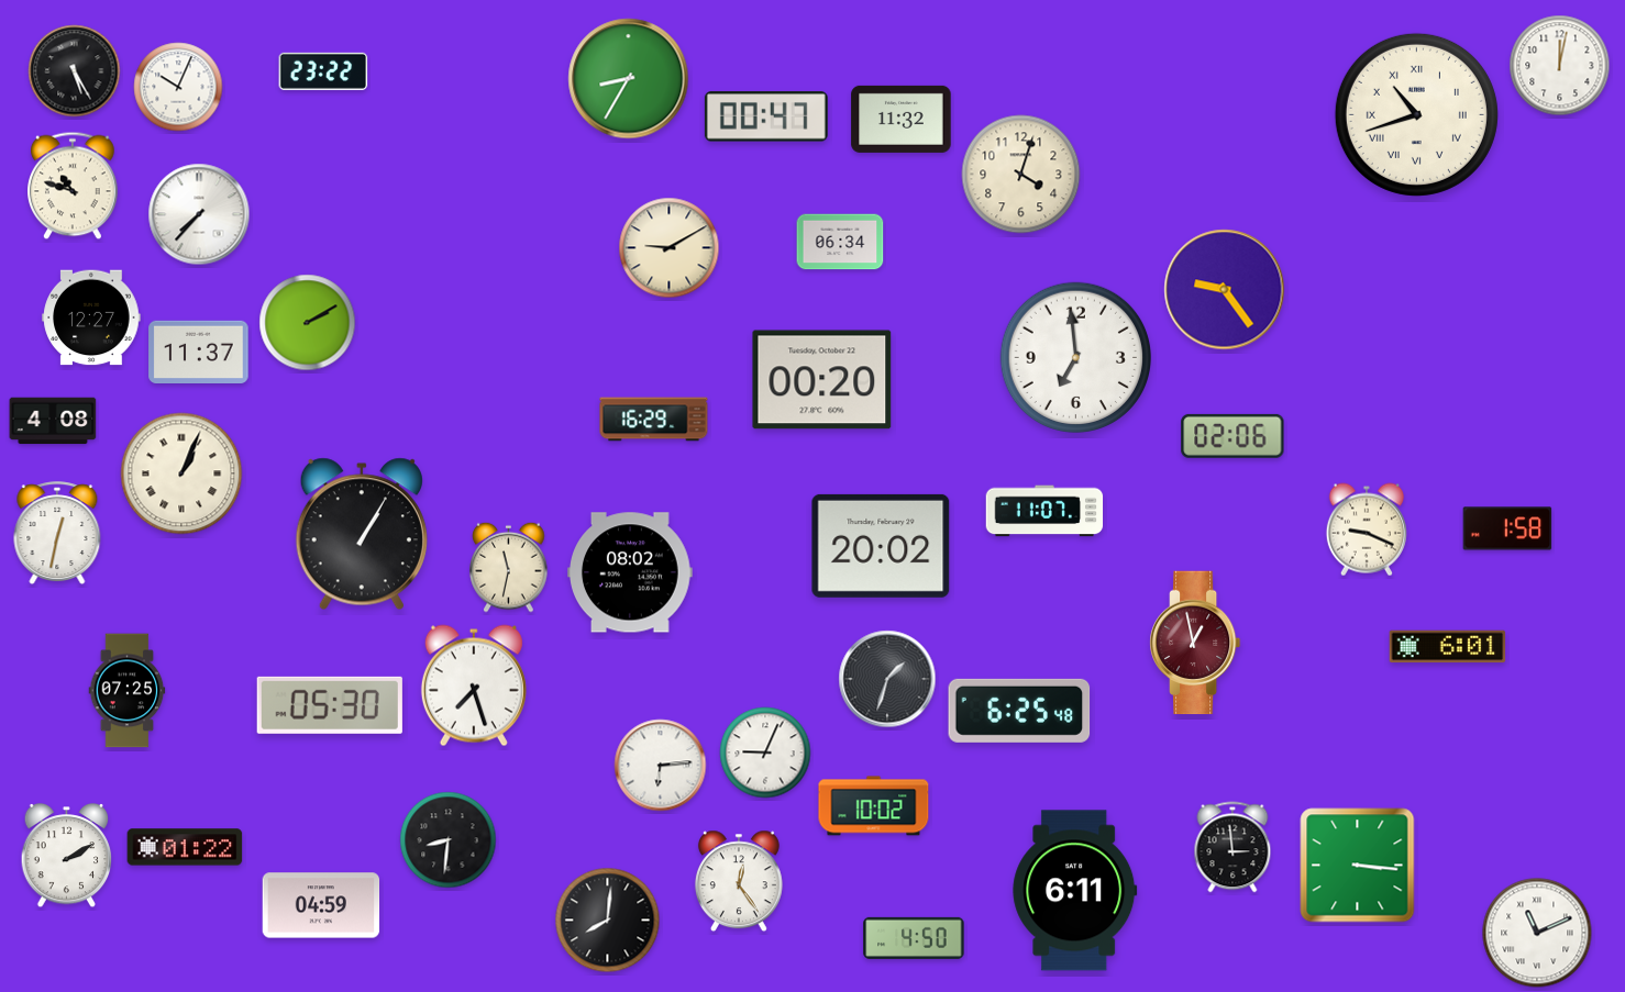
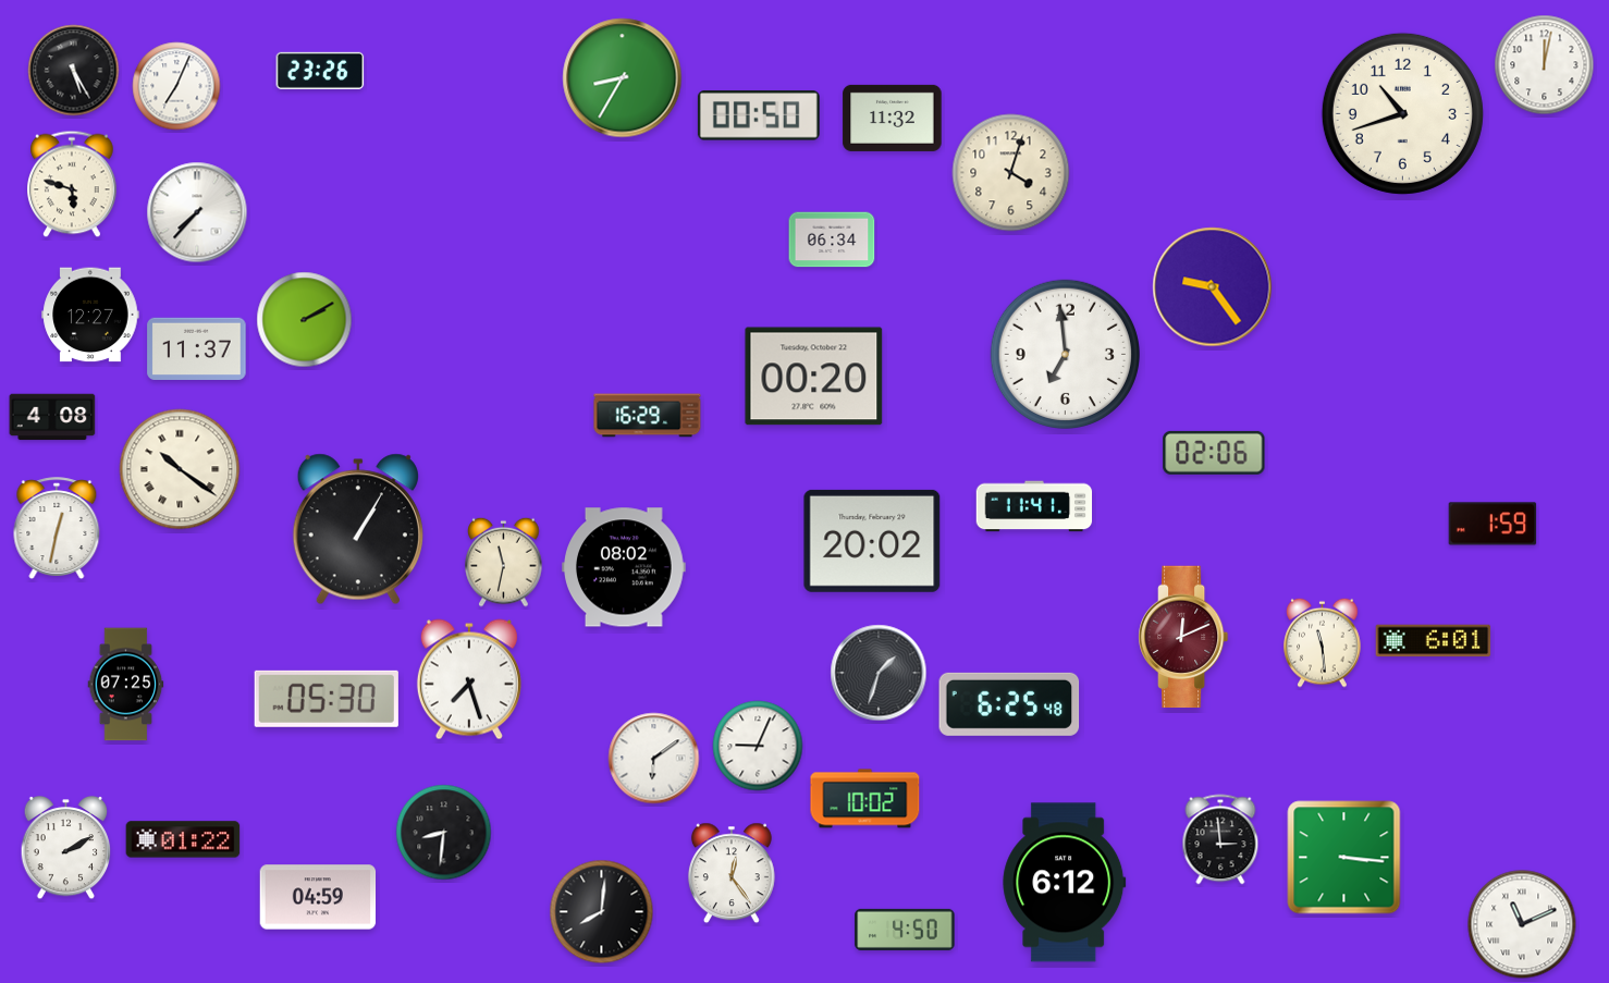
clock at (323, 71): 23:22 -> 23:26
clock at (178, 87): 10:04 -> 7:04
clock at (1416, 114) numerals: Roman -> Arabic
clock at (766, 116): 00:47 -> 00:50
clock at (74, 186): 10:48 -> 5:48
clock at (670, 248): 9:10 -> none
clock at (1232, 436) position: (1232, 436) -> (1214, 453)
clock at (181, 473): 1:04 -> 10:21
clock at (1044, 511): 11:07 -> 11:41
clock at (1507, 528): 1:58 -> 1:59
clock at (1367, 530): 9:19 -> none
clock at (1195, 643): 12:58 -> 12:11
clock at (1323, 642): none -> 11:29
clock at (661, 766): 6:14 -> 6:09
clock at (1075, 891): 6:11 -> 6:12
